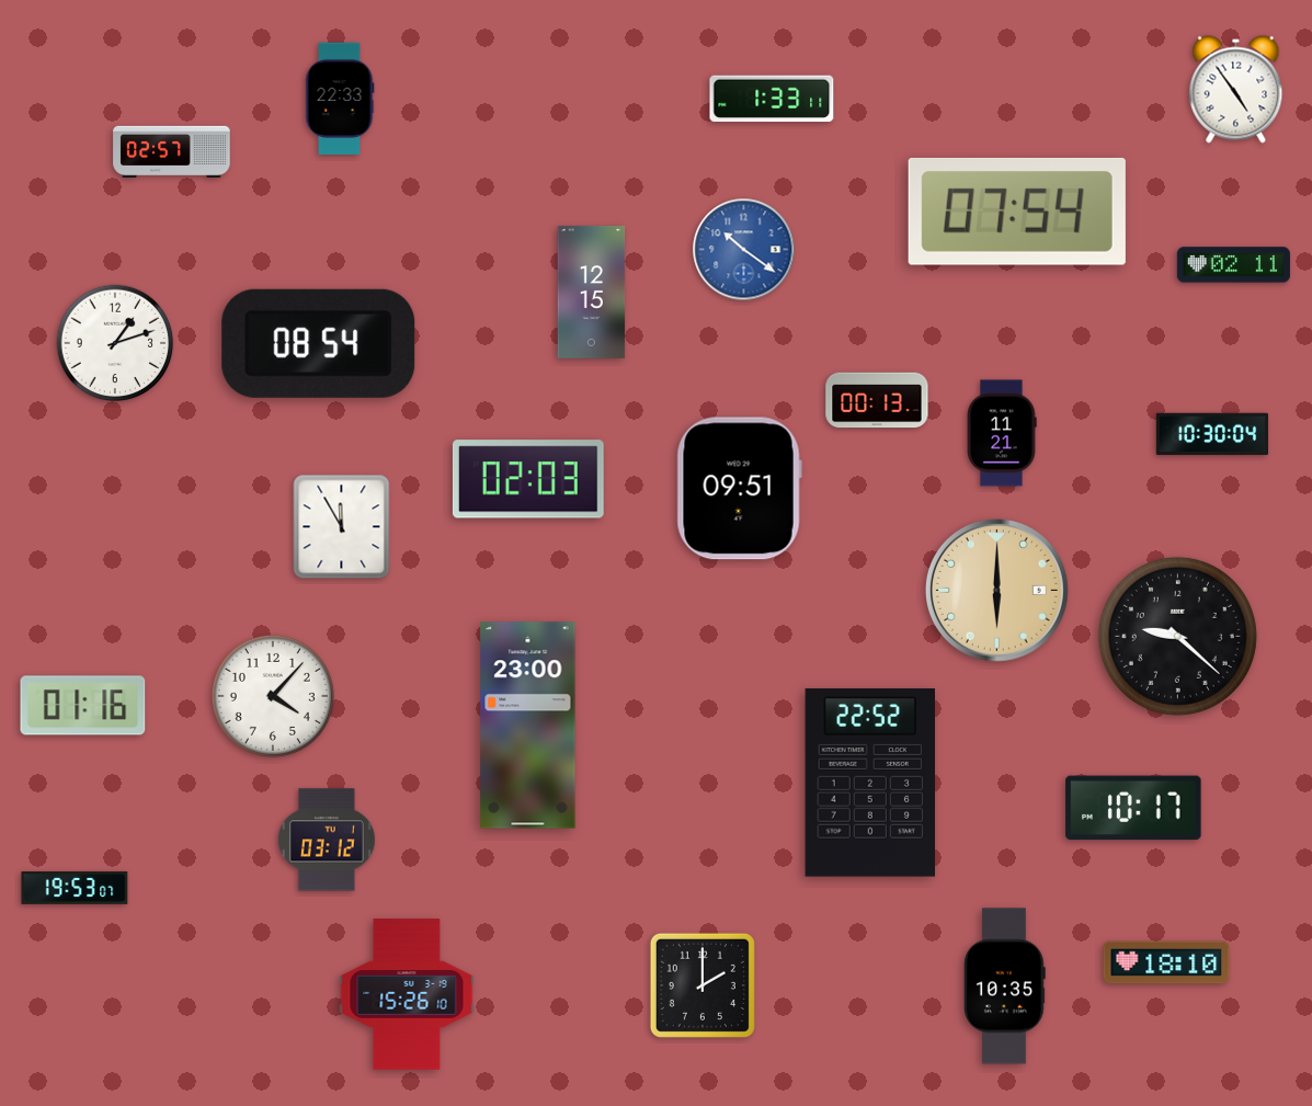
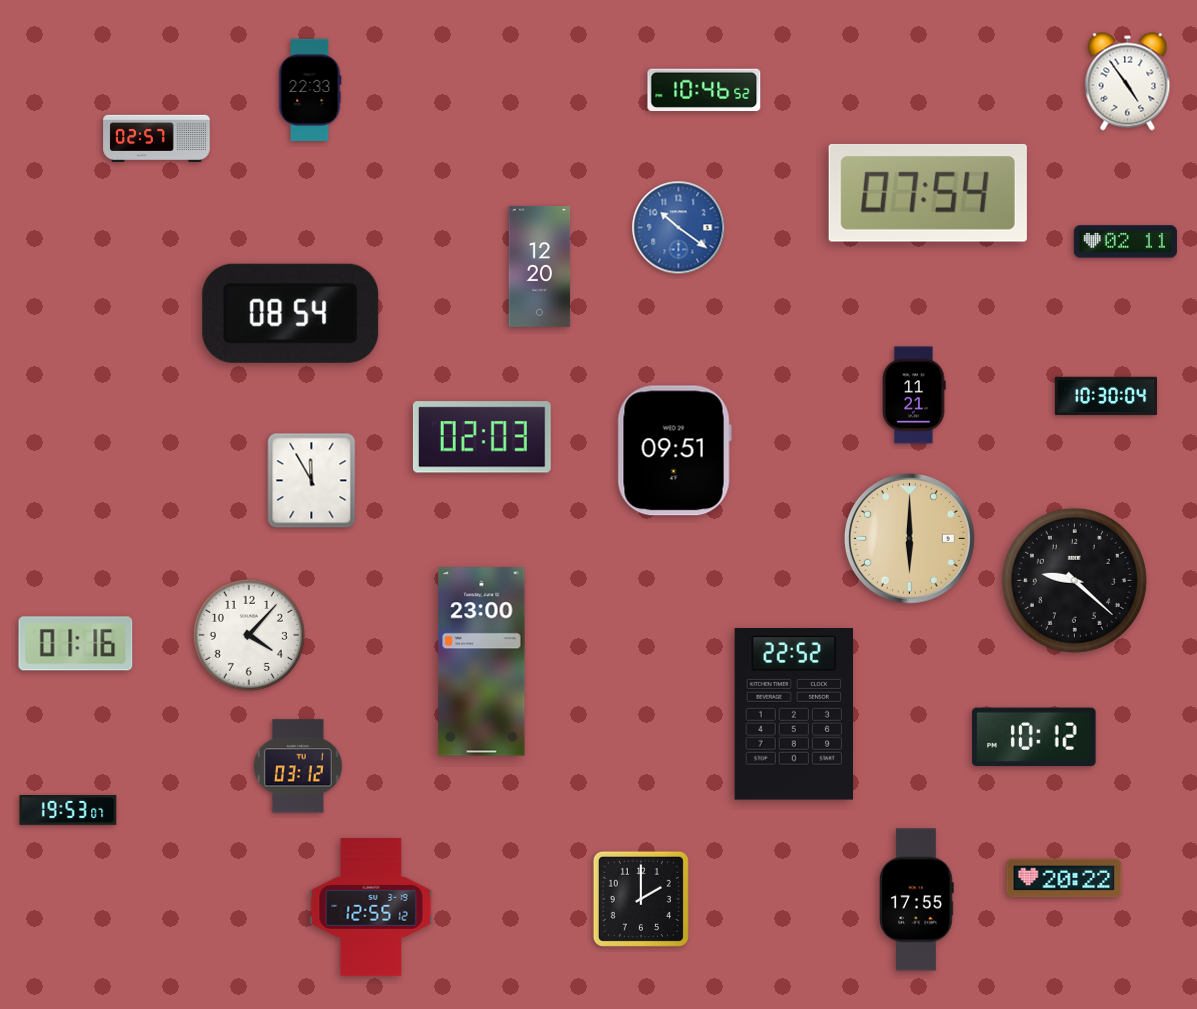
clock at (772, 99): 1:33 -> 10:46
clock at (592, 292): 12:15 -> 12:20
clock at (115, 343): 1:12 -> none
clock at (877, 400): 00:13 -> none
clock at (739, 489) position: (739, 489) -> (674, 451)
clock at (1133, 808): 10:17 -> 10:12
clock at (1166, 962): 18:10 -> 20:22
clock at (1005, 987): 10:35 -> 17:55
clock at (407, 994): 15:26 -> 12:55
